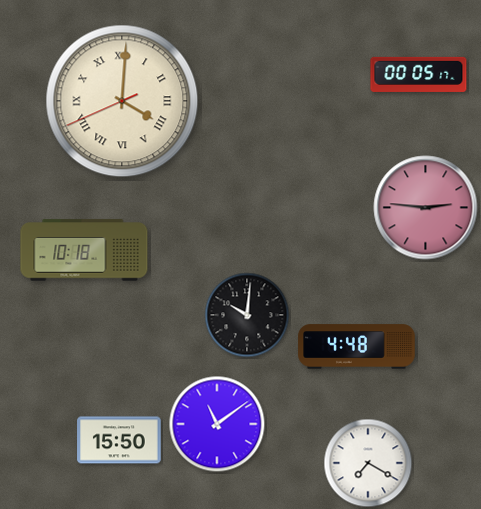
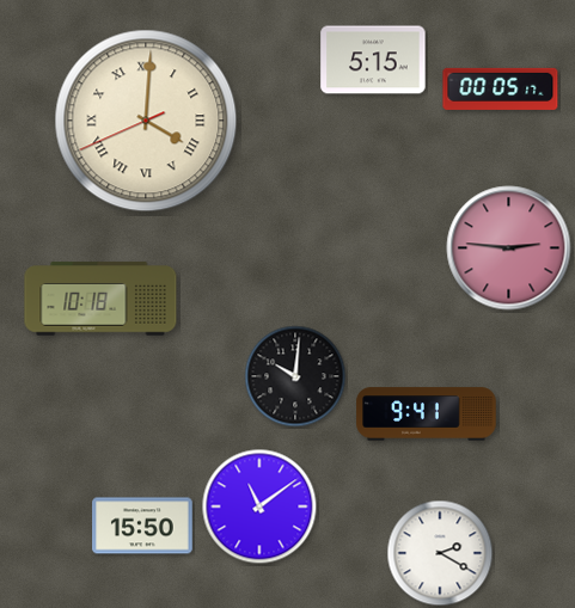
clock at (373, 60): none -> 5:15
clock at (357, 347): 4:48 -> 9:41
clock at (368, 463): 7:20 -> 2:20
